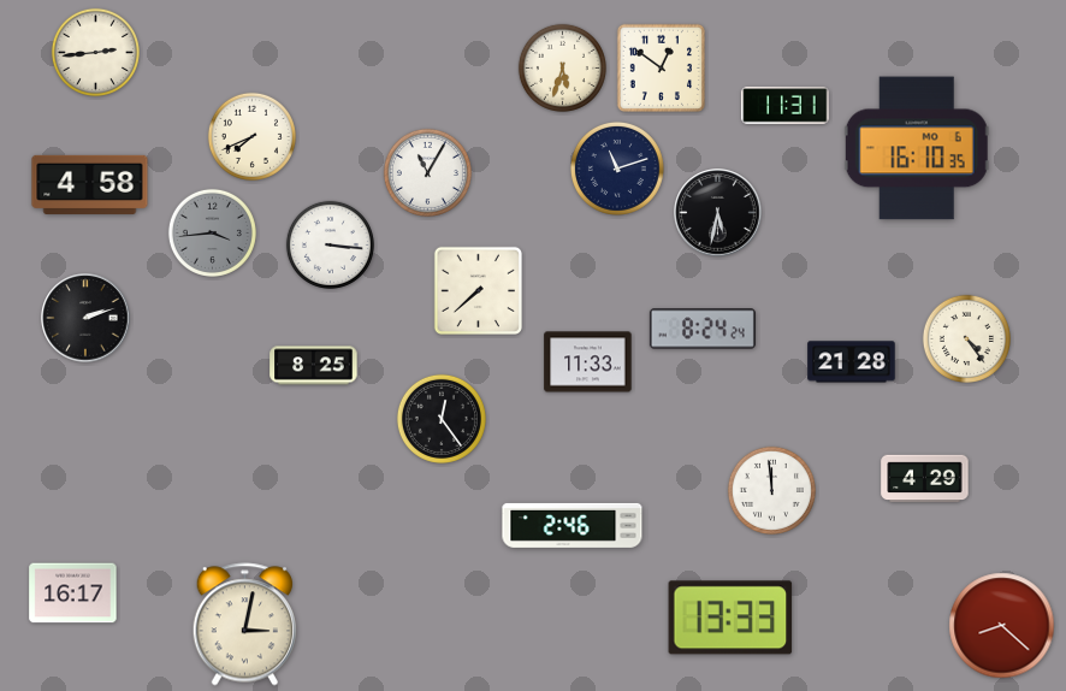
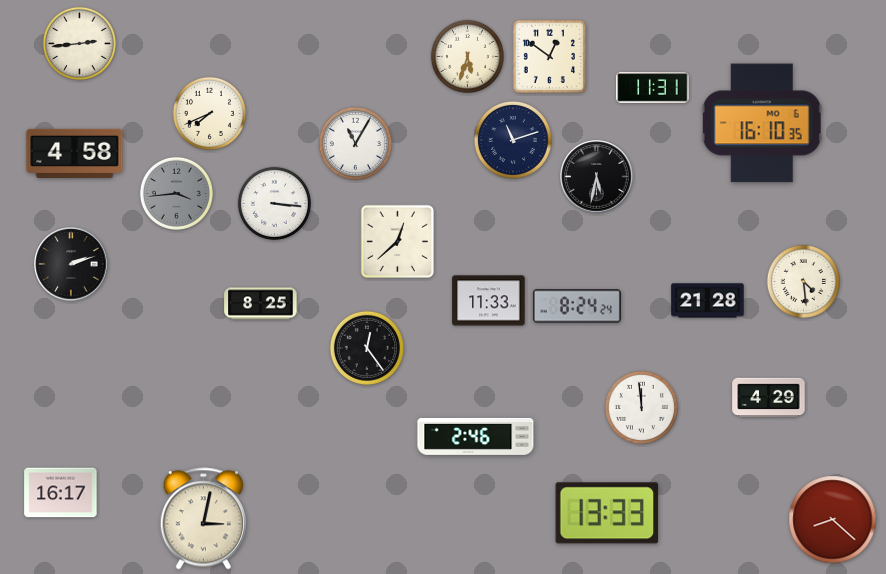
clock at (478, 290): 7:38 -> 12:38
clock at (703, 329) position: (703, 329) -> (577, 306)
clock at (966, 338): 4:24 -> 4:29
